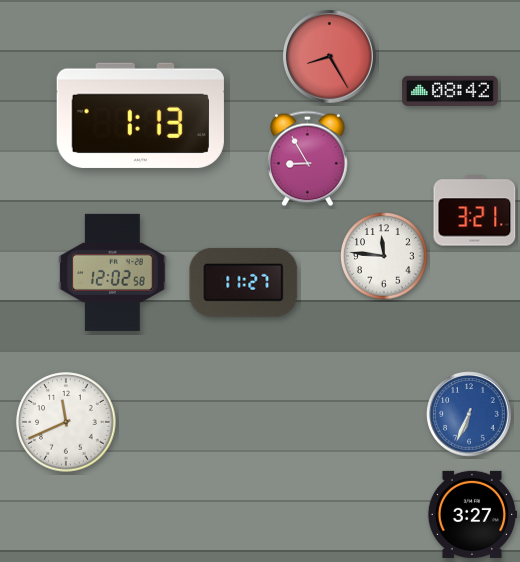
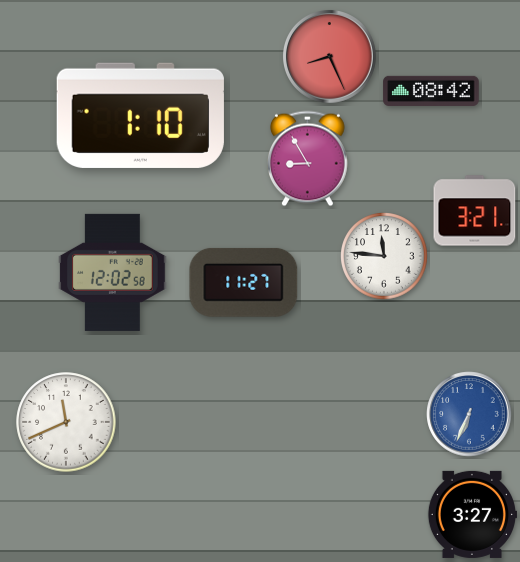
clock at (330, 57): 8:25 -> 8:26
clock at (450, 91) position: (450, 91) -> (431, 91)
clock at (140, 115): 1:13 -> 1:10
